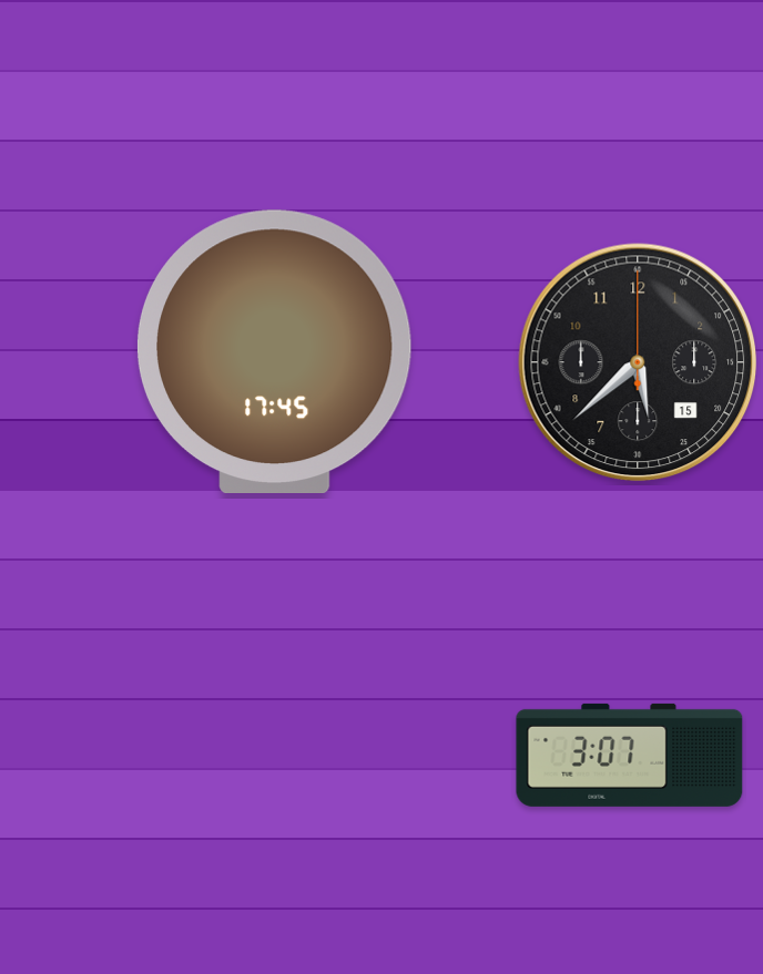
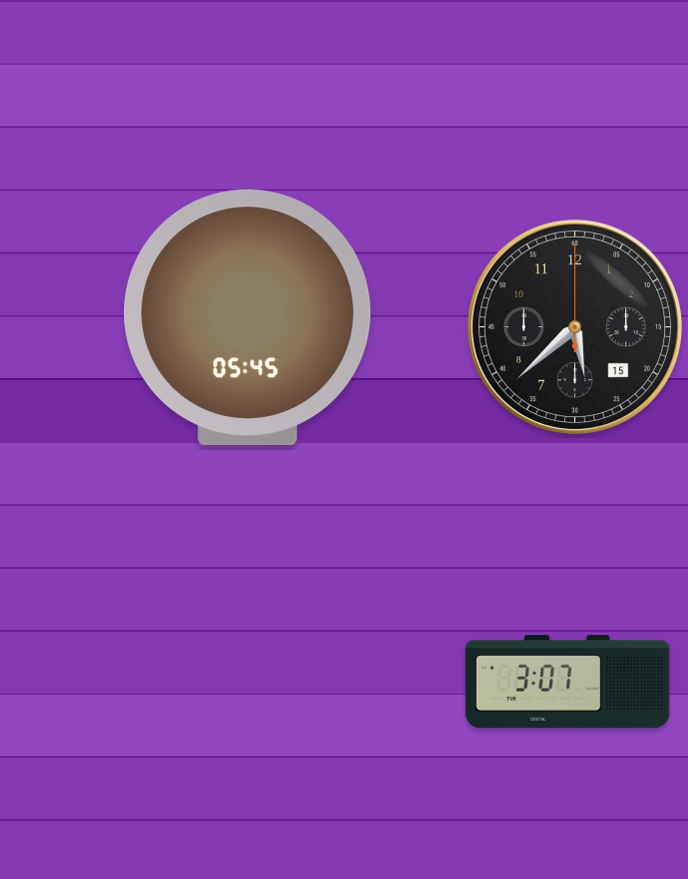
clock at (274, 351): 17:45 -> 05:45
